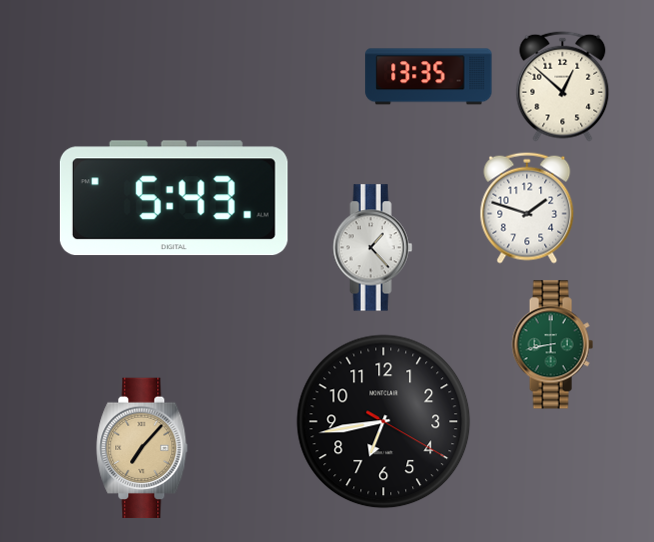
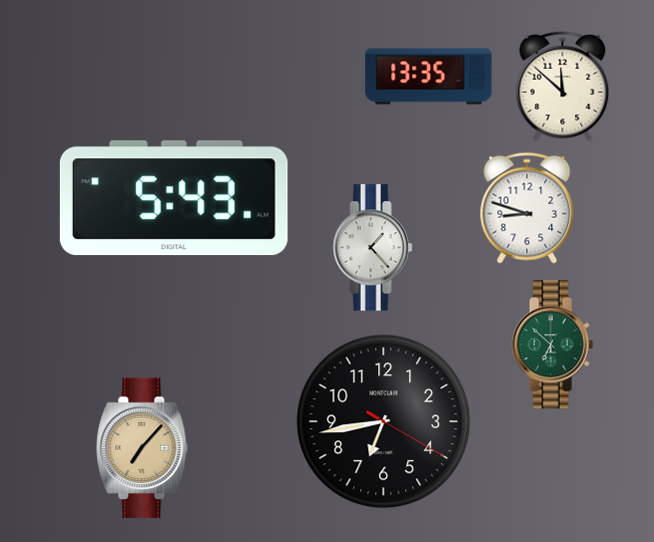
clock at (563, 86): 12:52 -> 11:52
clock at (527, 208): 1:48 -> 8:48
clock at (552, 345): 8:43 -> 6:52
